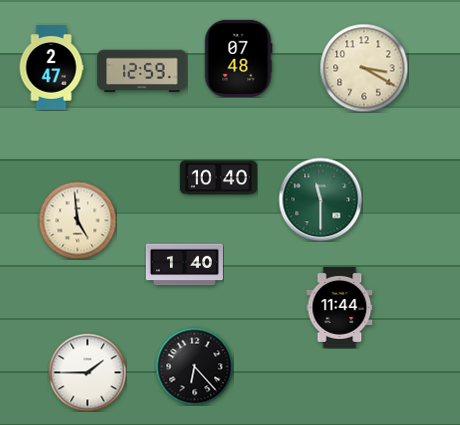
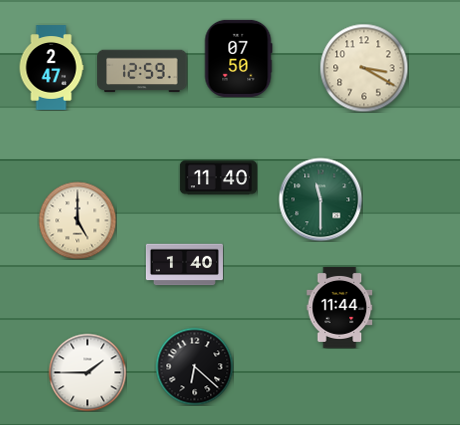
clock at (238, 58): 07:48 -> 07:50
clock at (218, 178): 10:40 -> 11:40
clock at (77, 220): 4:59 -> 5:00
clock at (194, 366): 6:23 -> 6:22
